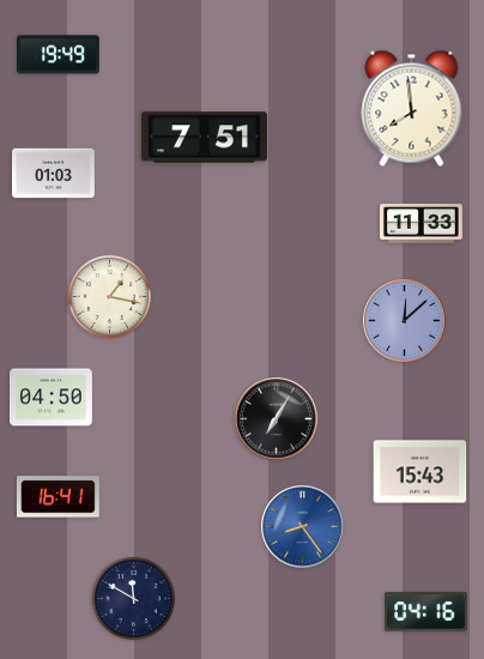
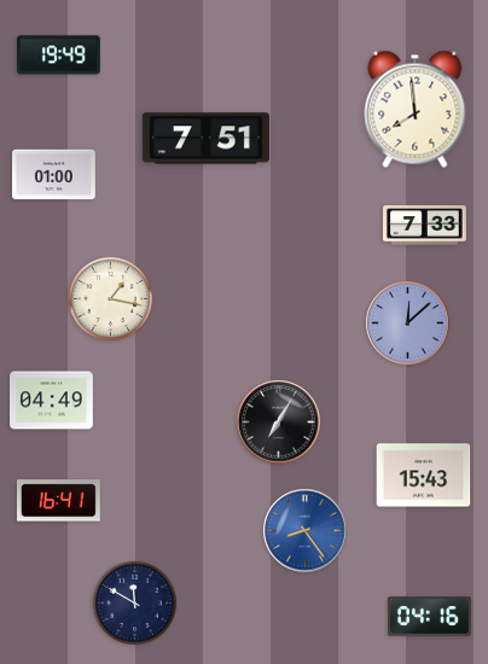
clock at (54, 174): 01:03 -> 01:00
clock at (422, 224): 11:33 -> 7:33
clock at (52, 398): 04:50 -> 04:49
